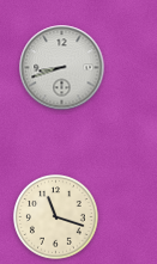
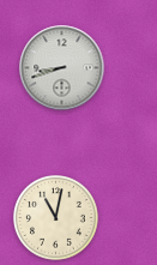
clock at (56, 217): 11:18 -> 11:02
